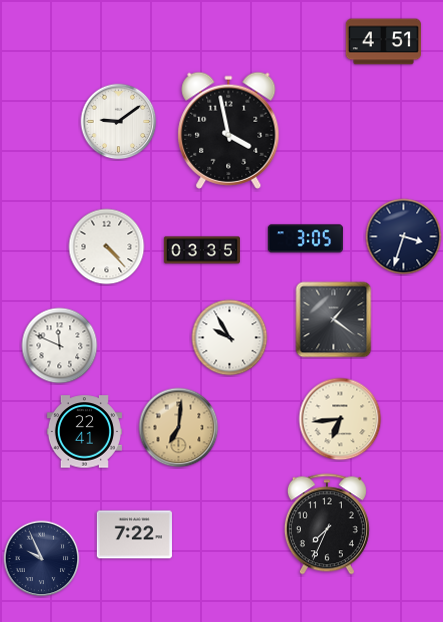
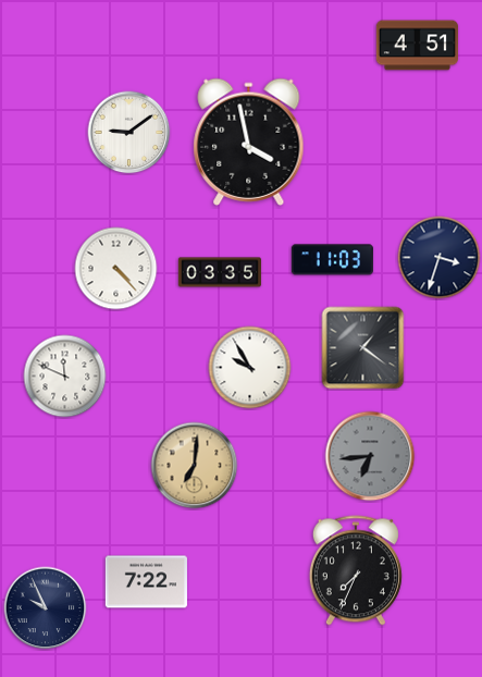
clock at (305, 239): 3:05 -> 11:03
clock at (340, 419) dial: cream -> grey
clock at (84, 432): 22:41 -> none
